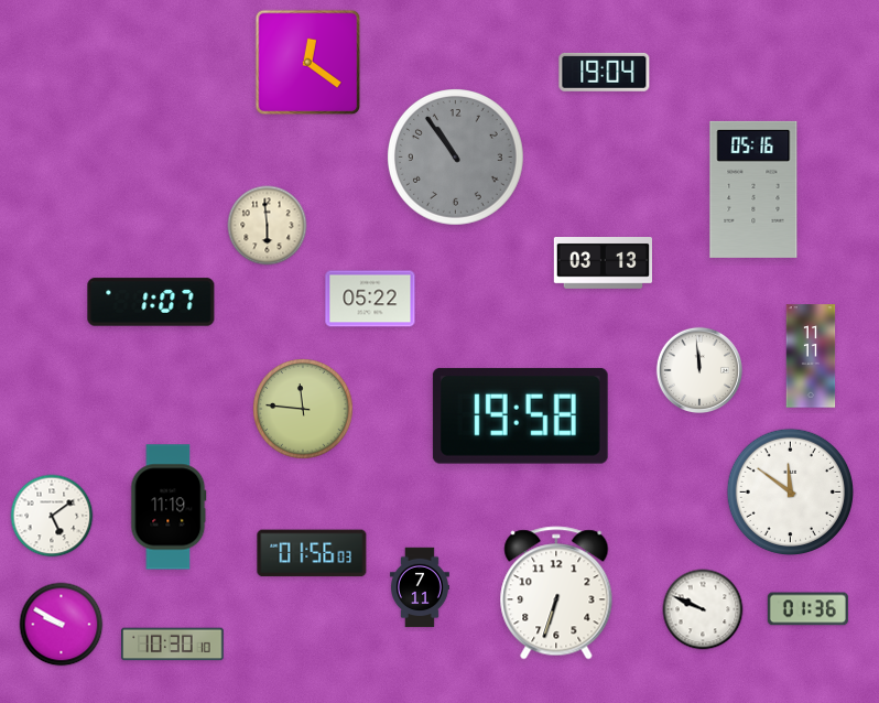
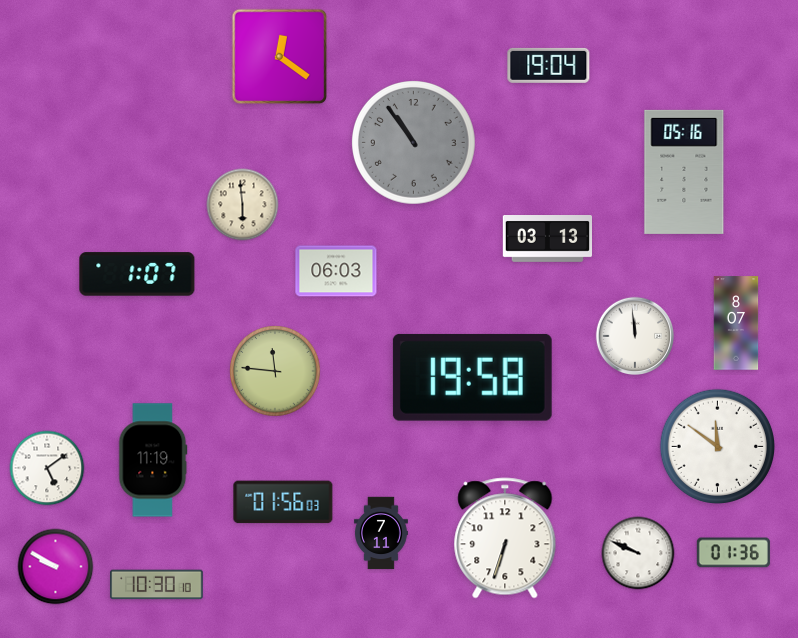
clock at (370, 299): 05:22 -> 06:03
clock at (811, 356): 11:11 -> 8:07
